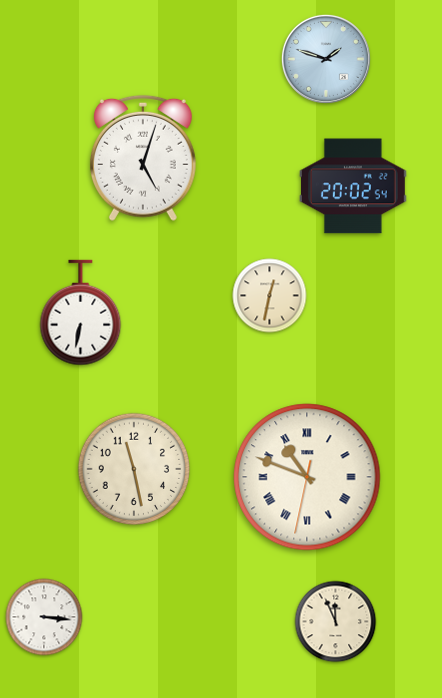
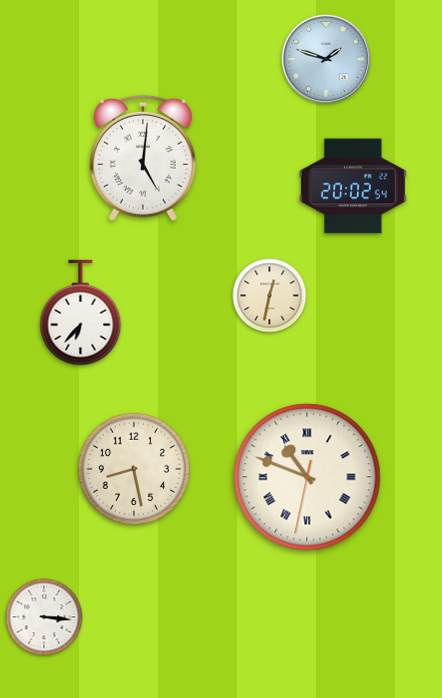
clock at (143, 158): 5:03 -> 5:01
clock at (81, 313): 6:32 -> 6:37
clock at (133, 468): 11:28 -> 8:28
clock at (336, 622): 11:56 -> none
